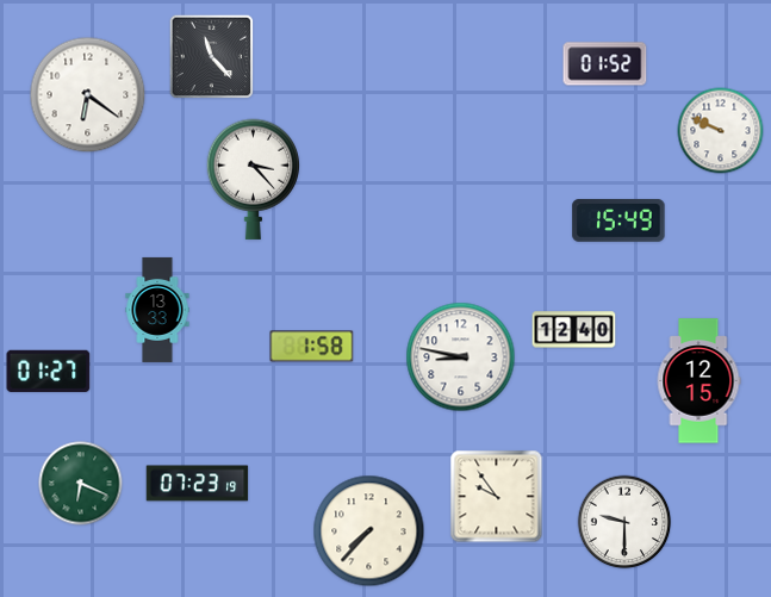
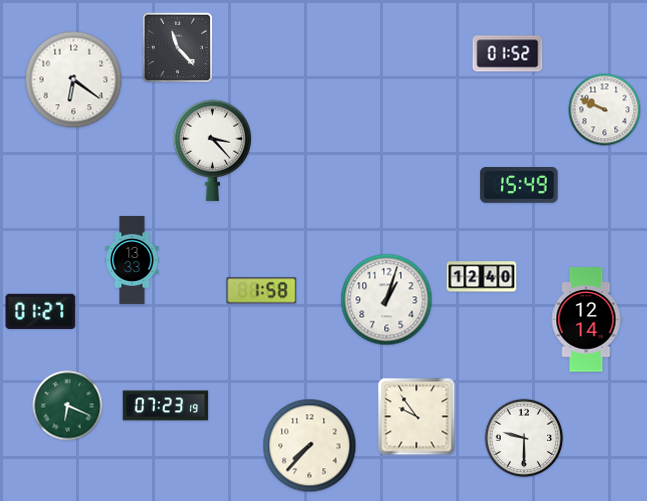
clock at (461, 357): 8:47 -> 1:03
clock at (698, 381): 12:15 -> 12:14
